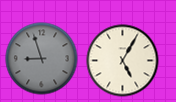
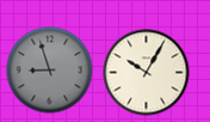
clock at (123, 61): 5:05 -> 10:05
